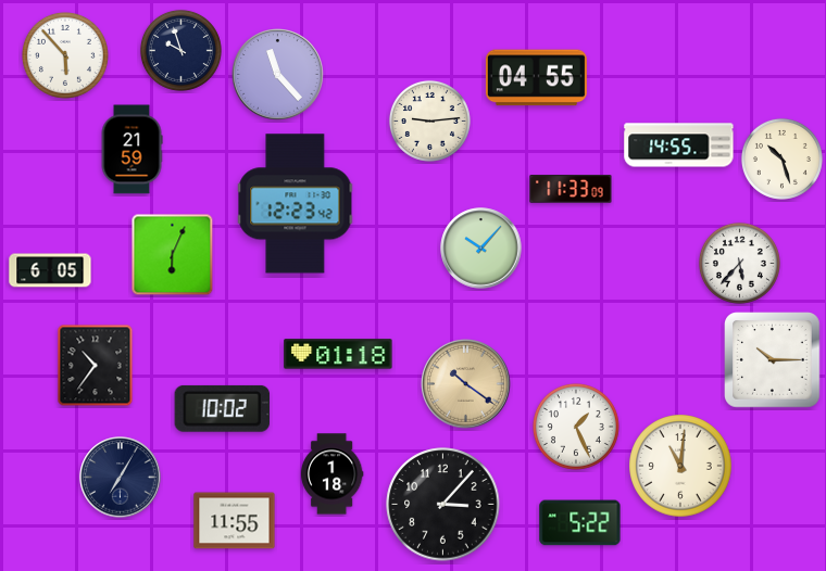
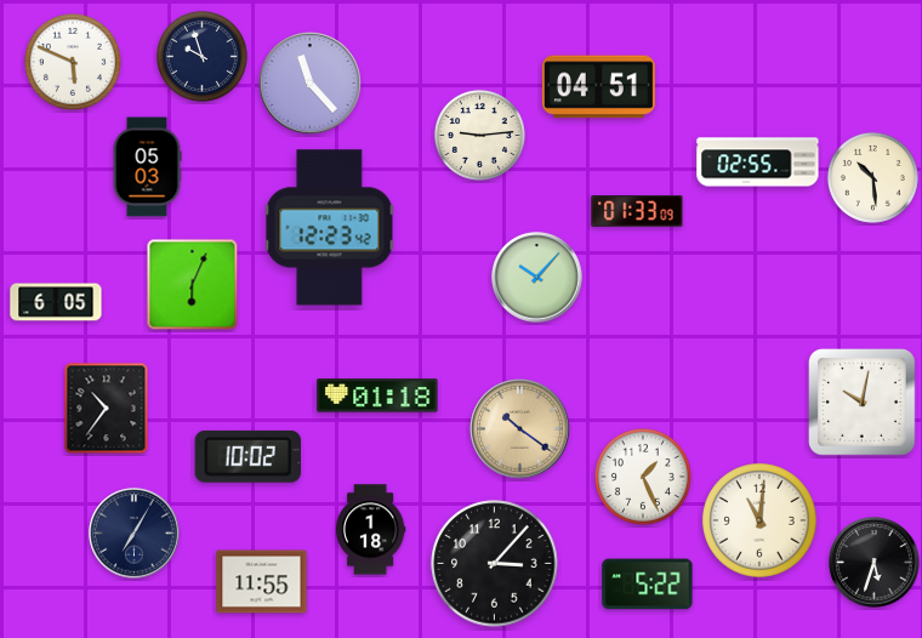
clock at (65, 55): 5:53 -> 5:49
clock at (536, 78): 04:55 -> 04:51
clock at (679, 145): 14:55 -> 02:55
clock at (132, 150): 21:59 -> 05:03
clock at (781, 158): 10:27 -> 10:29
clock at (571, 189): 11:33 -> 01:33
clock at (739, 263): 5:37 -> none
clock at (773, 360): 10:15 -> 10:02
clock at (875, 563): none -> 5:33
